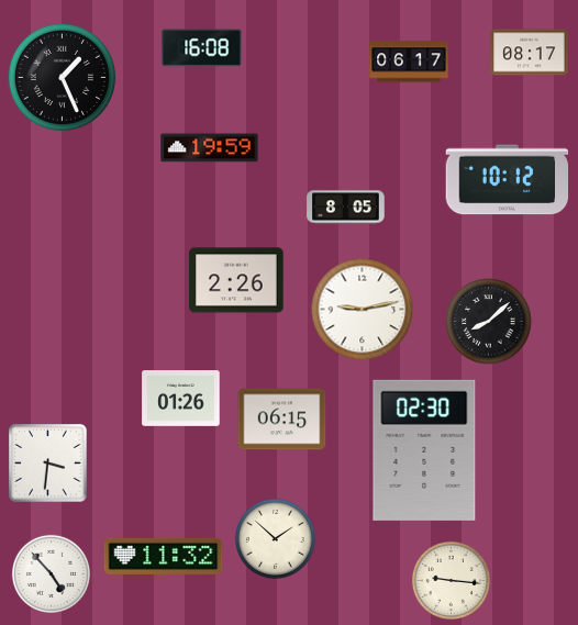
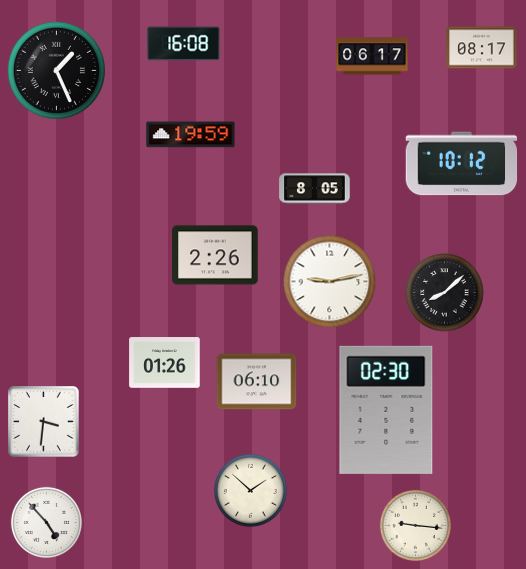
clock at (282, 420): 06:15 -> 06:10
clock at (164, 556): 11:32 -> none
clock at (451, 580) position: (451, 580) -> (415, 525)
